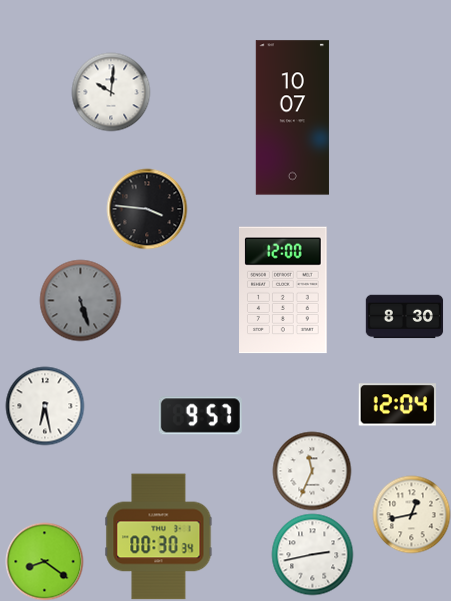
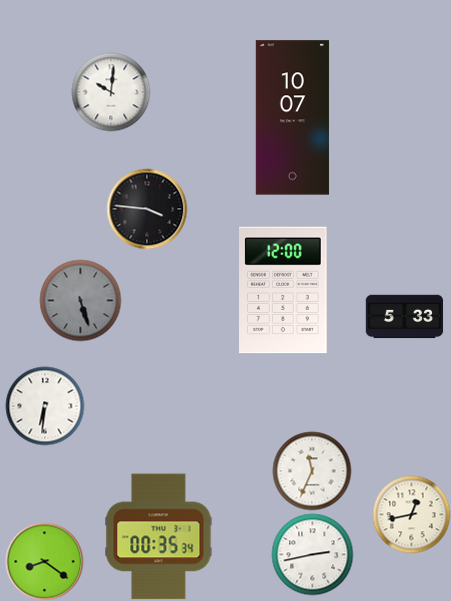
clock at (404, 317): 8:30 -> 5:33
clock at (397, 405): 12:04 -> none
clock at (45, 406): 6:28 -> 6:31
clock at (200, 416): 9:57 -> none
clock at (159, 537): 00:30 -> 00:35
